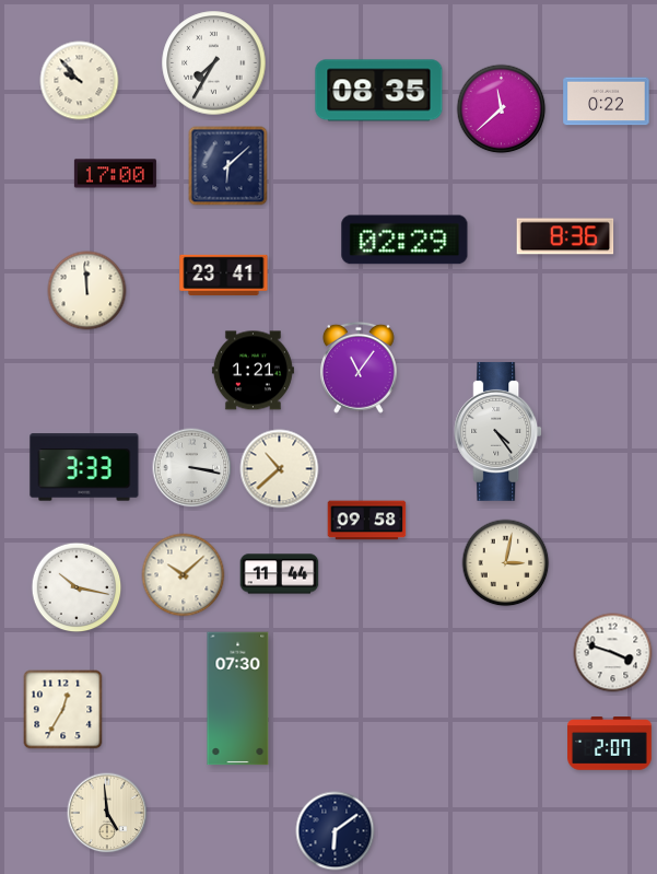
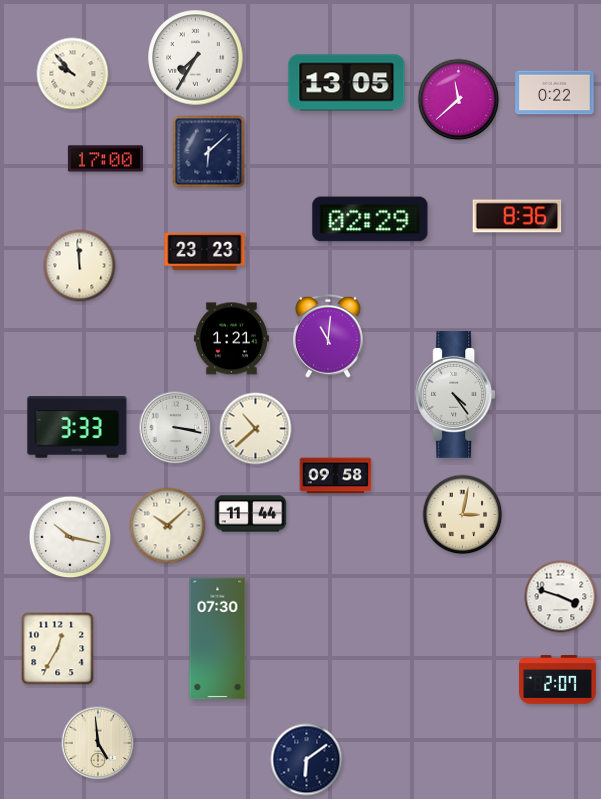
clock at (379, 91): 08:35 -> 13:05
clock at (224, 275): 23:41 -> 23:23
clock at (359, 368): 11:06 -> 11:01
clock at (280, 574) position: (280, 574) -> (251, 514)
